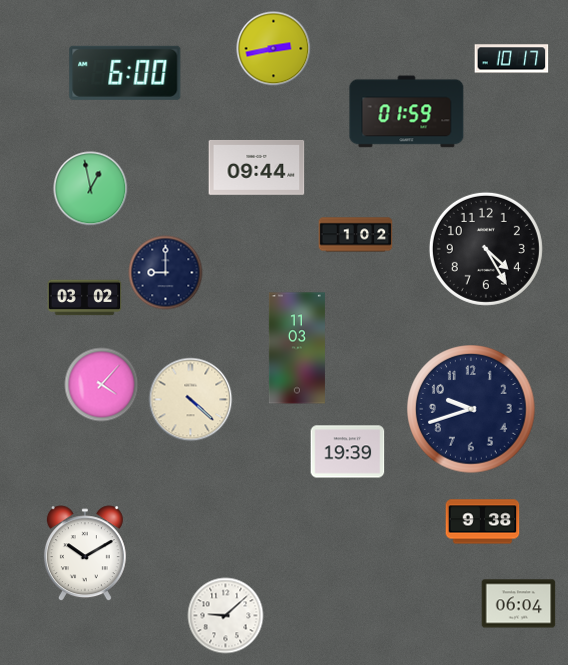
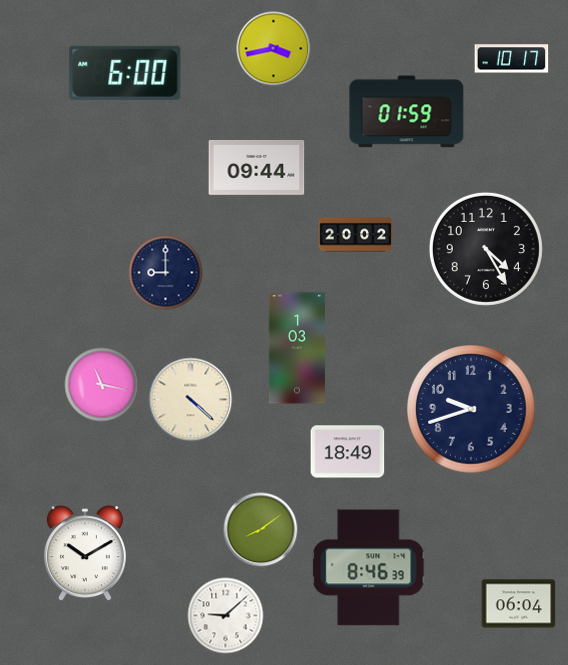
clock at (274, 49): 2:43 -> 3:43
clock at (91, 189): 12:58 -> none
clock at (356, 235): 1:02 -> 20:02
clock at (85, 298): 03:02 -> none
clock at (297, 348): 11:03 -> 1:03
clock at (102, 385): 4:07 -> 11:17
clock at (348, 452): 19:39 -> 18:49
clock at (483, 522): 9:38 -> none
clock at (261, 530): none -> 8:09
clock at (369, 568): none -> 8:46
